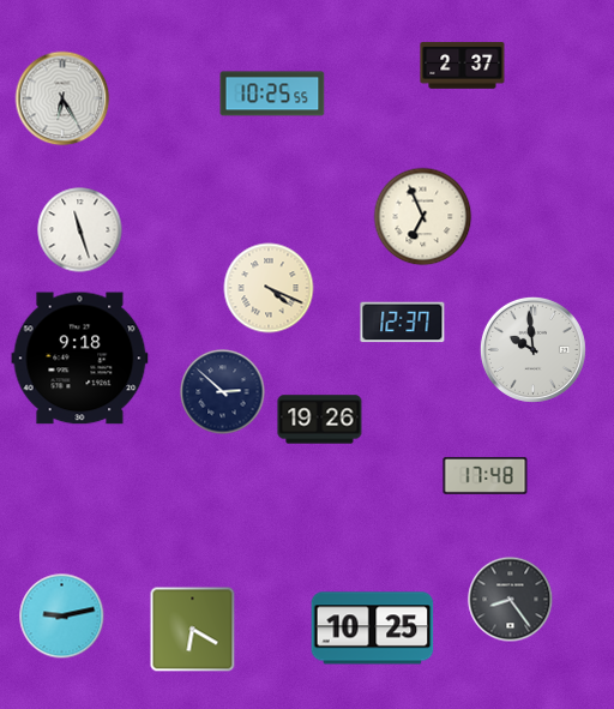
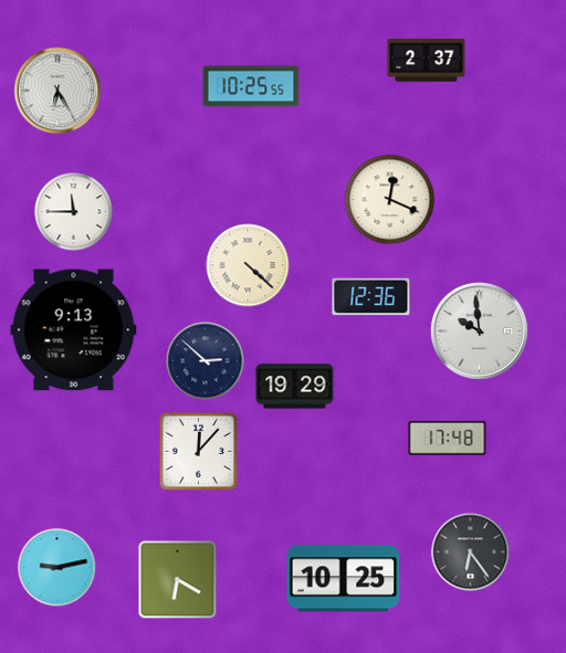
clock at (423, 217): 6:56 -> 12:19
clock at (80, 230): 11:27 -> 11:45
clock at (269, 288): 4:19 -> 4:22
clock at (403, 323): 12:37 -> 12:36
clock at (532, 349) position: (532, 349) -> (479, 330)
clock at (80, 359): 9:18 -> 9:13
clock at (320, 420): 19:26 -> 19:29
clock at (199, 452): none -> 12:07
clock at (511, 600): 8:24 -> 6:24
